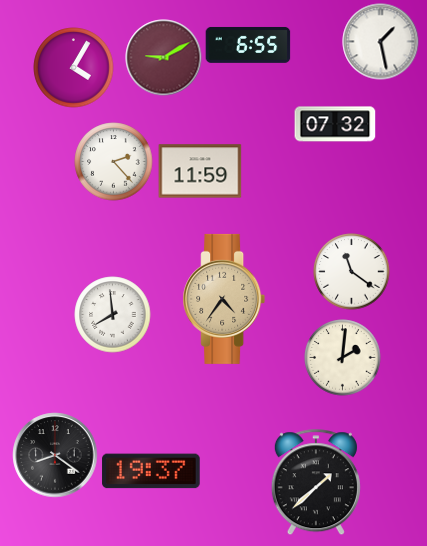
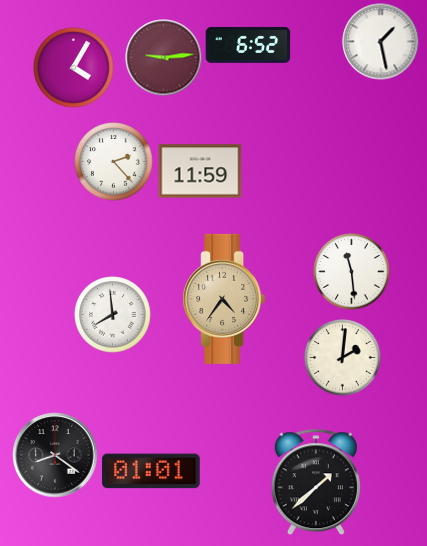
clock at (248, 45): 6:55 -> 6:52
clock at (164, 58): 9:10 -> 9:14
clock at (335, 124): 07:32 -> none
clock at (352, 272): 11:21 -> 11:29
clock at (151, 471): 19:37 -> 01:01
